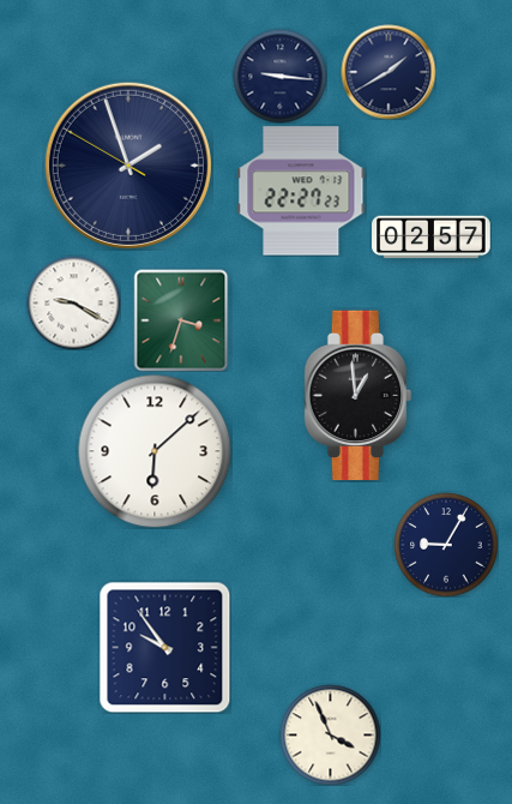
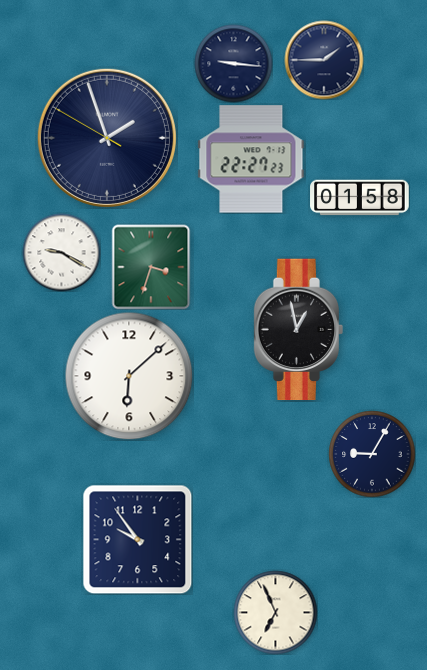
clock at (388, 72): 1:40 -> 1:45
clock at (432, 238): 02:57 -> 01:58
clock at (359, 396): 12:59 -> 12:58
clock at (330, 734): 3:56 -> 6:56
